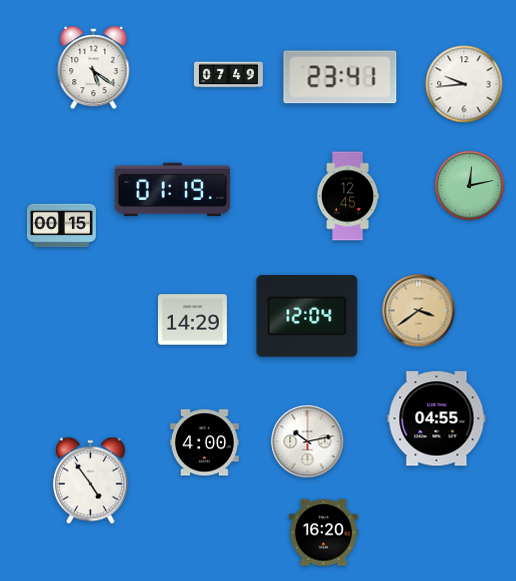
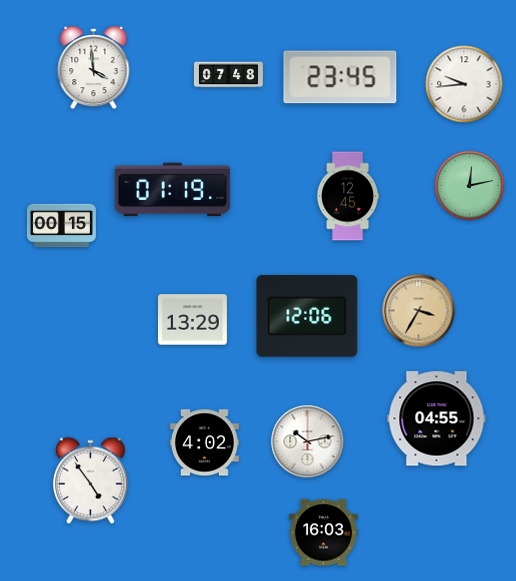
clock at (94, 68): 5:21 -> 3:59
clock at (228, 75): 07:49 -> 07:48
clock at (340, 77): 23:41 -> 23:45
clock at (419, 311): 3:39 -> 3:35
clock at (307, 317): 12:04 -> 12:06
clock at (192, 320): 14:29 -> 13:29
clock at (204, 443): 4:00 -> 4:02
clock at (323, 533): 16:20 -> 16:03
